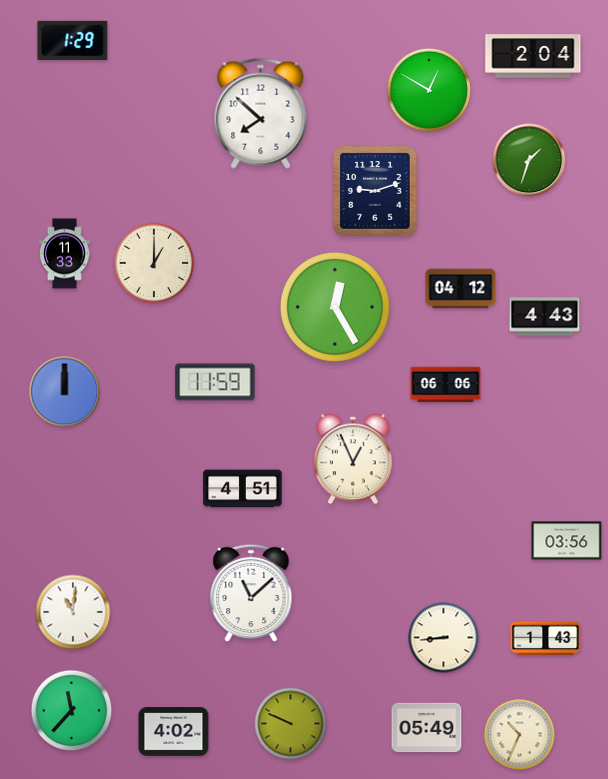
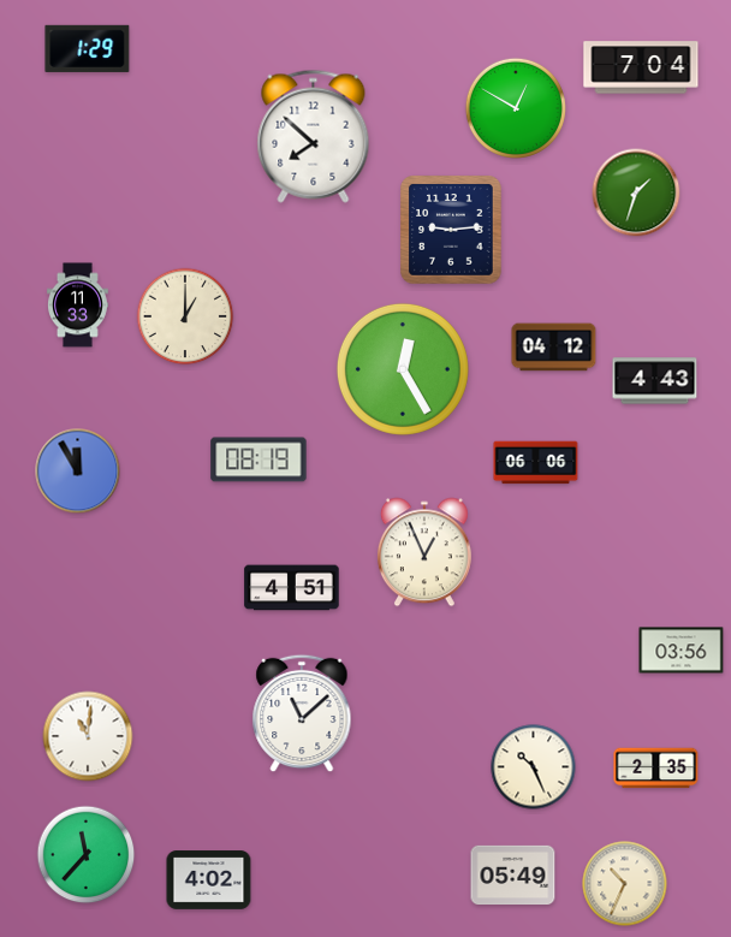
clock at (533, 56): 2:04 -> 7:04
clock at (375, 191): 9:12 -> 9:14
clock at (215, 382): 11:59 -> 08:19
clock at (65, 392): 12:00 -> 11:55
clock at (444, 638): 8:44 -> 10:26
clock at (546, 639): 1:43 -> 2:35
clock at (291, 724): 9:49 -> none
